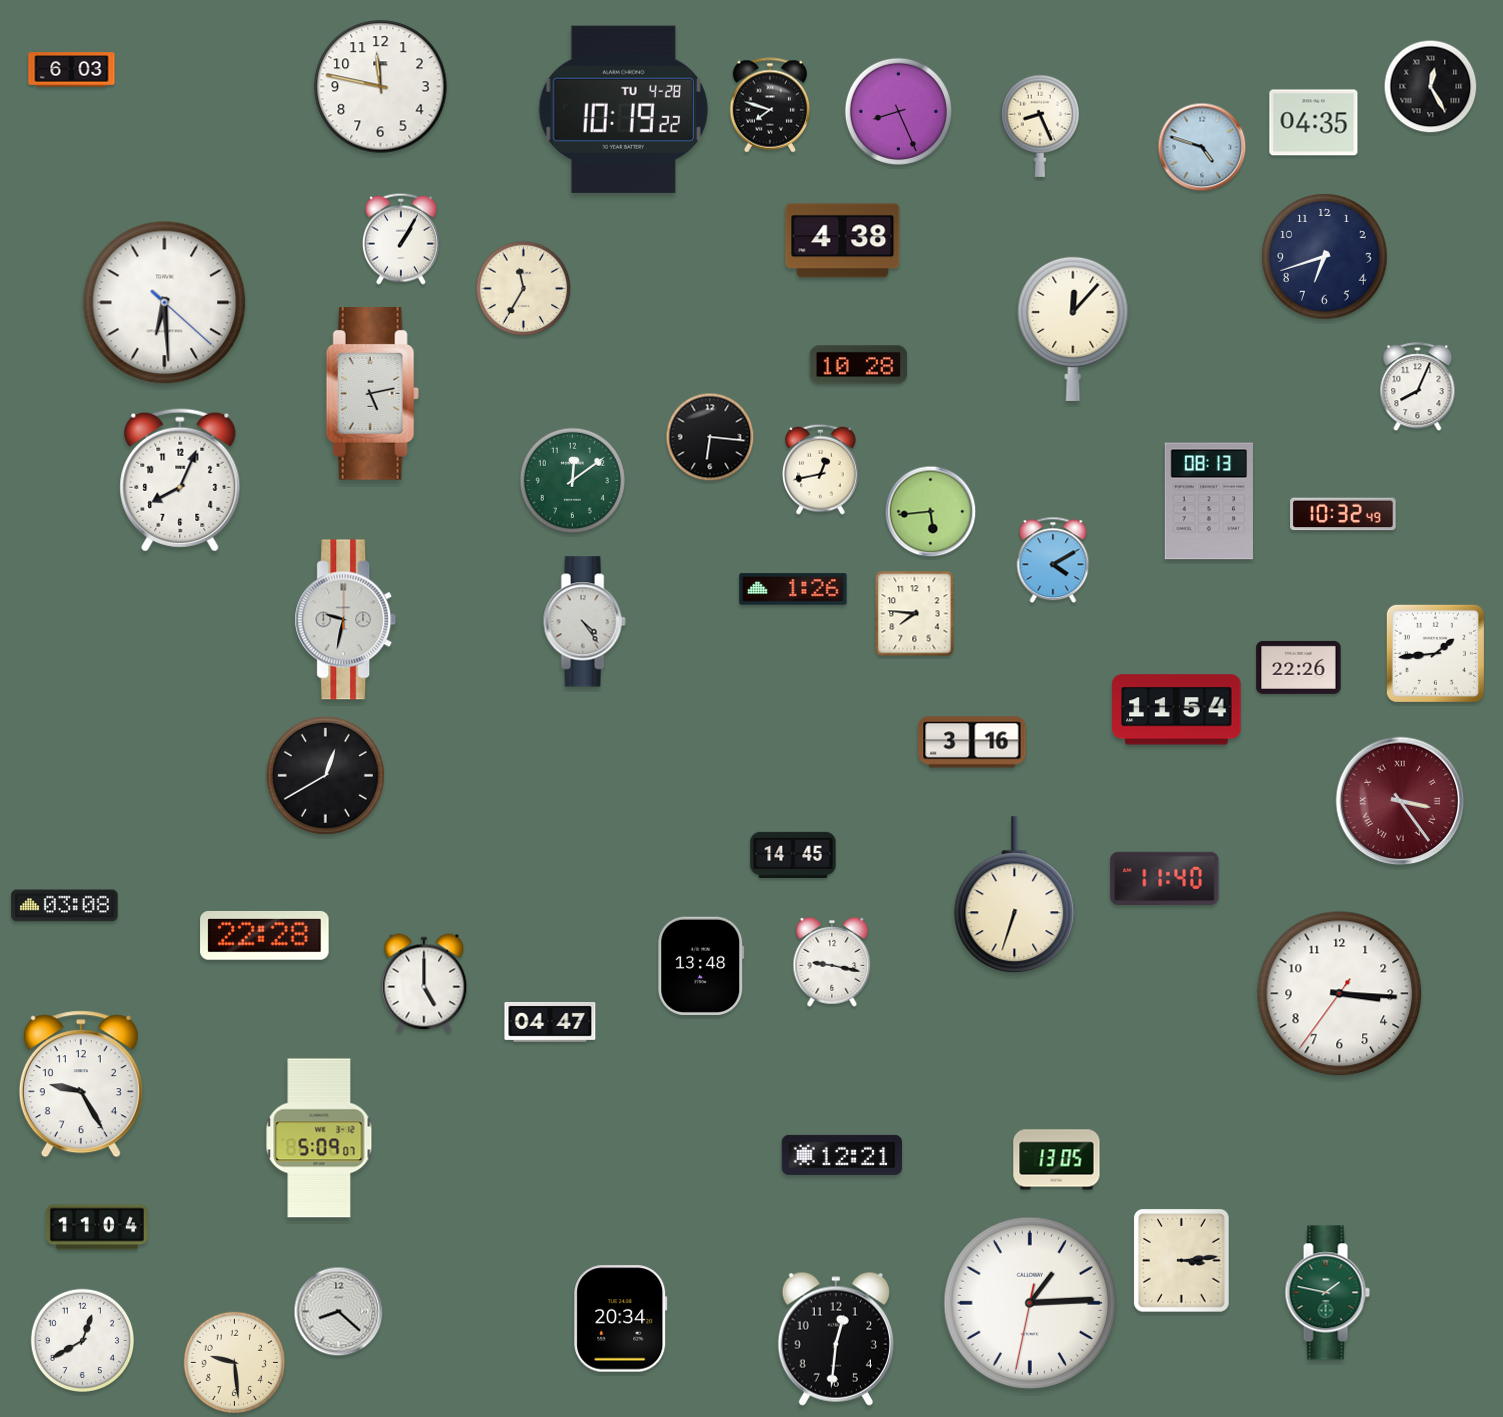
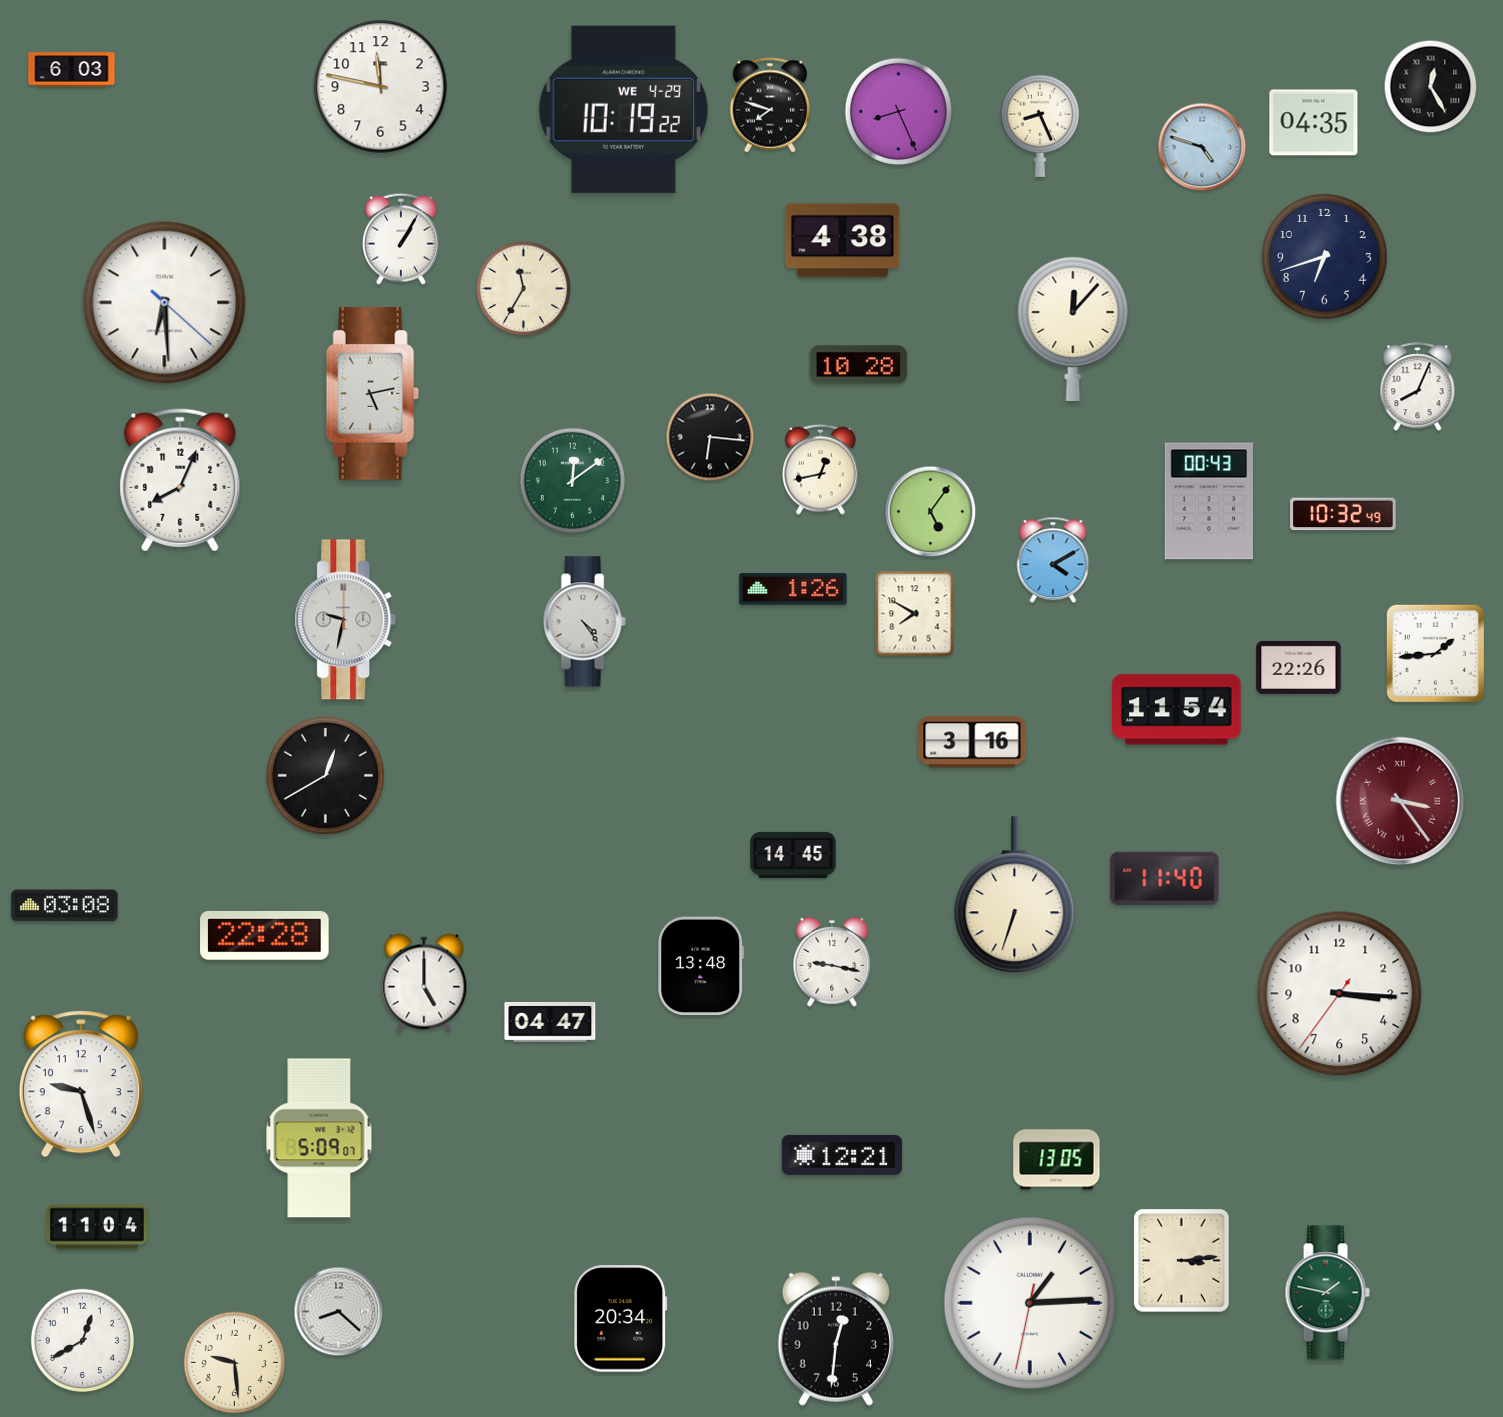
clock at (623, 109) date: TU 4-28 -> WE 4-29
clock at (1208, 501): 08:13 -> 00:43
clock at (931, 512): 5:44 -> 5:06
clock at (915, 614): 7:46 -> 7:50
clock at (81, 1084): 9:25 -> 9:27
